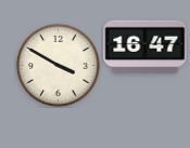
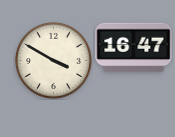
clock at (145, 48) position: (145, 48) -> (134, 48)
